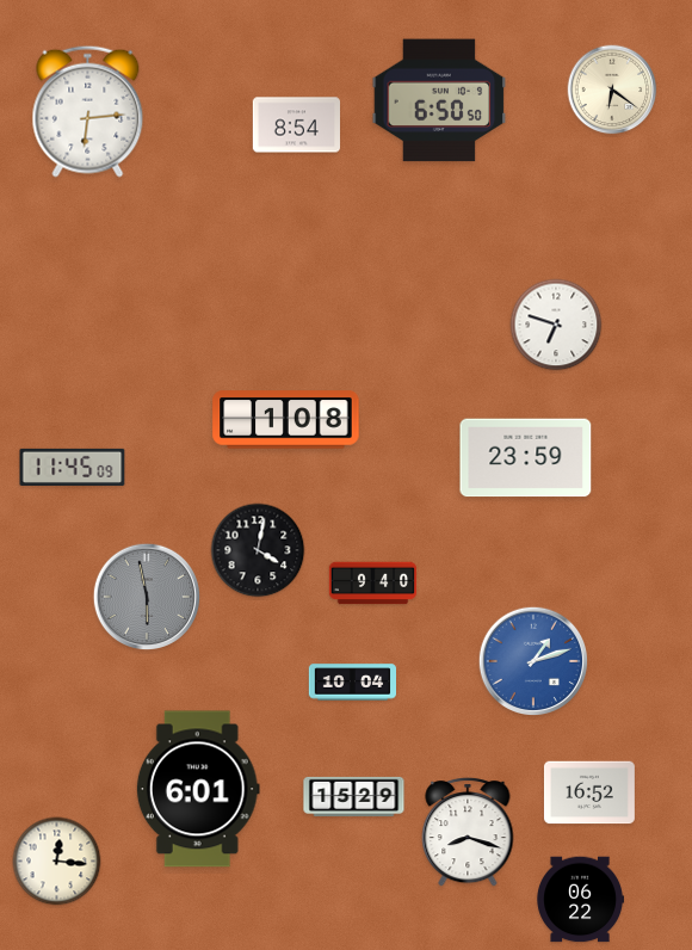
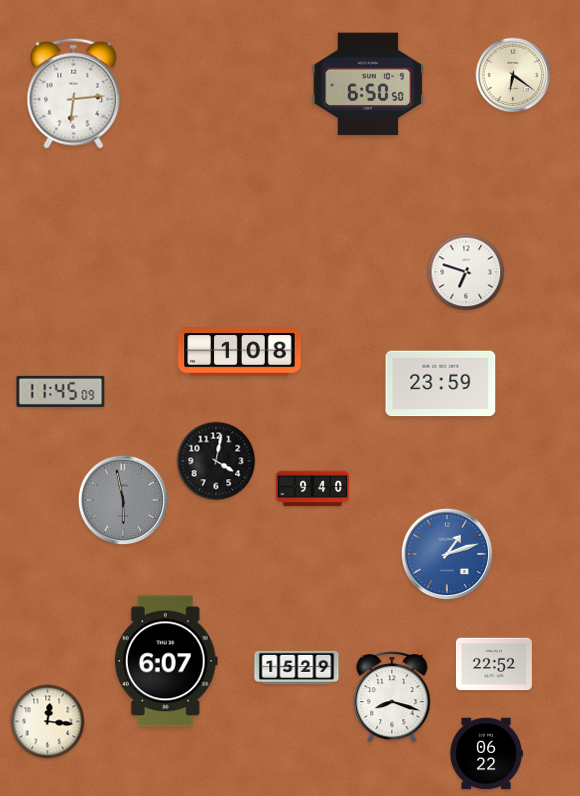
clock at (296, 125): 8:54 -> none
clock at (352, 683): 10:04 -> none
clock at (198, 789): 6:01 -> 6:07
clock at (589, 792): 16:52 -> 22:52
